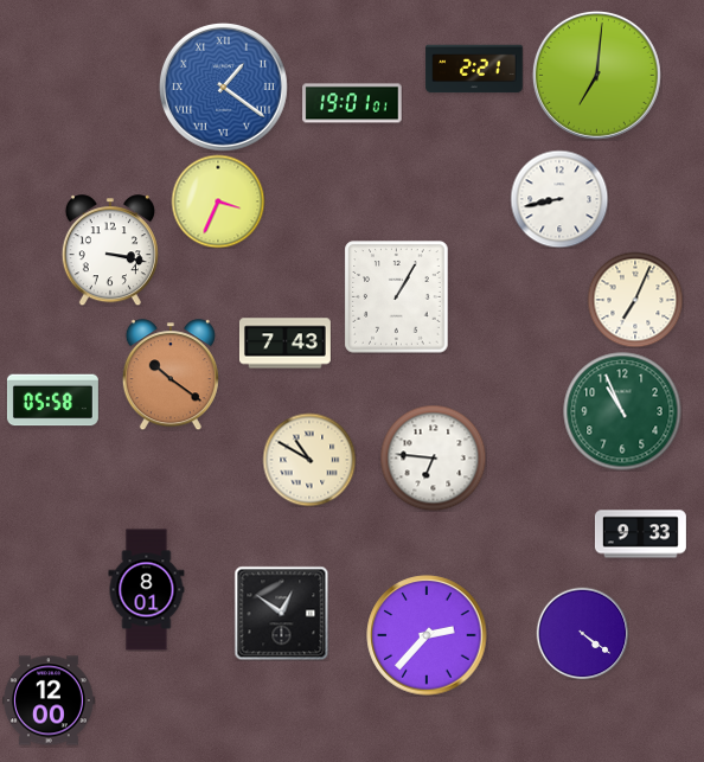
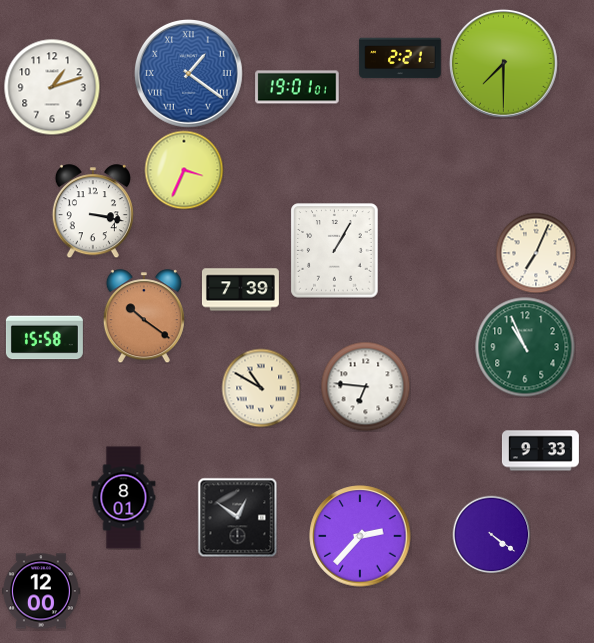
clock at (596, 75): 7:01 -> 7:30
clock at (52, 87): none -> 1:12
clock at (559, 199): 8:43 -> none
clock at (284, 344): 7:43 -> 7:39
clock at (52, 401): 05:58 -> 15:58
